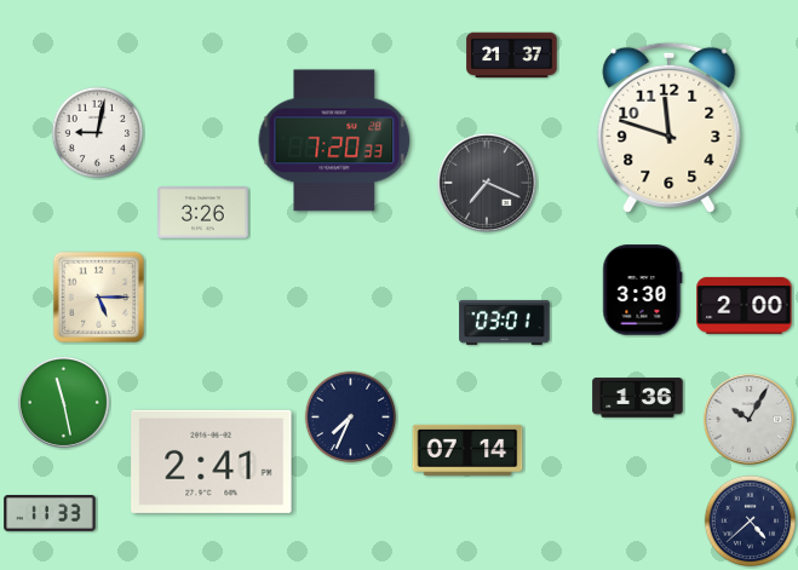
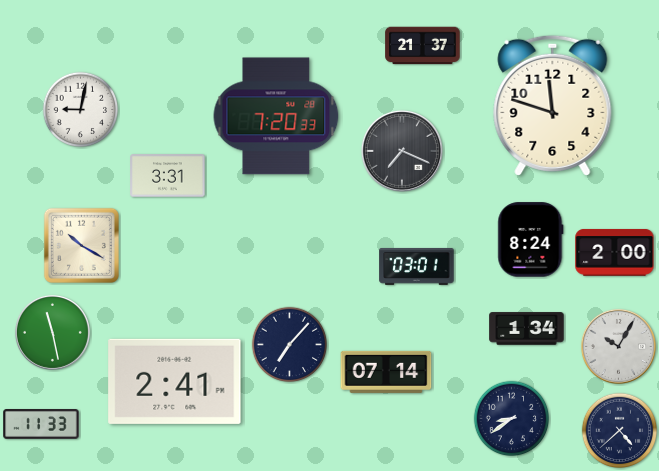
clock at (203, 213): 3:26 -> 3:31
clock at (643, 290): 3:30 -> 8:24
clock at (98, 296): 5:15 -> 10:20
clock at (638, 398): 1:36 -> 1:34
clock at (351, 418): 7:34 -> 7:07
clock at (512, 419): none -> 8:39
